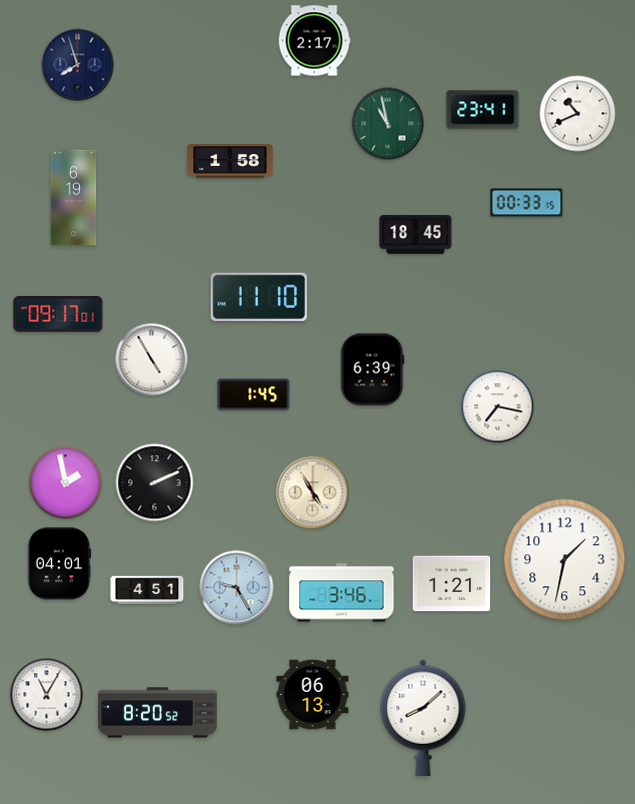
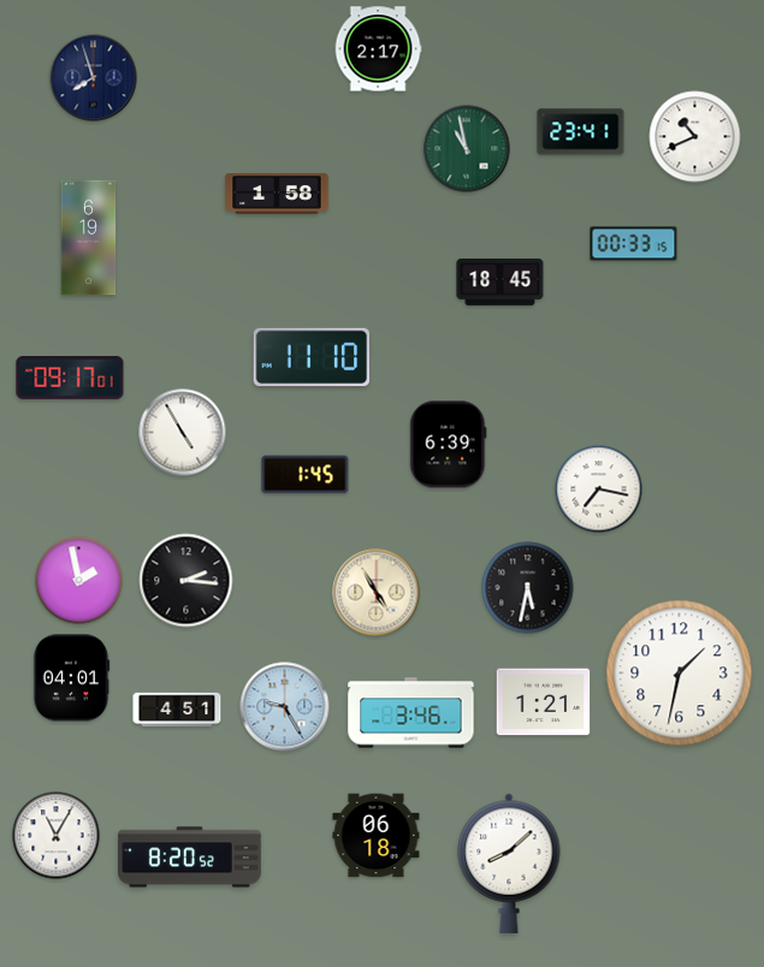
clock at (155, 483): 2:11 -> 2:16
clock at (528, 588): none -> 5:32
clock at (313, 695): 06:13 -> 06:18
